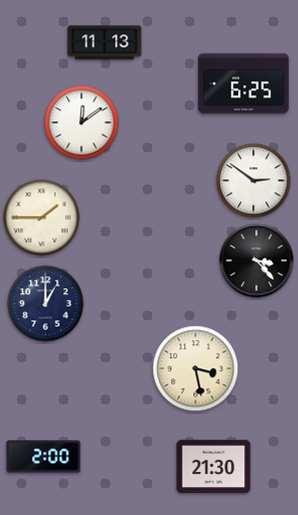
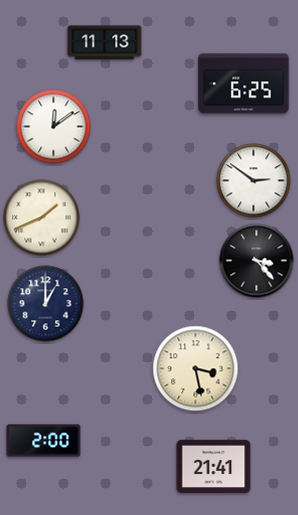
clock at (82, 123) position: (82, 123) -> (54, 127)
clock at (42, 218): 1:45 -> 1:41
clock at (44, 457) position: (44, 457) -> (44, 441)
clock at (214, 467): 21:30 -> 21:41
